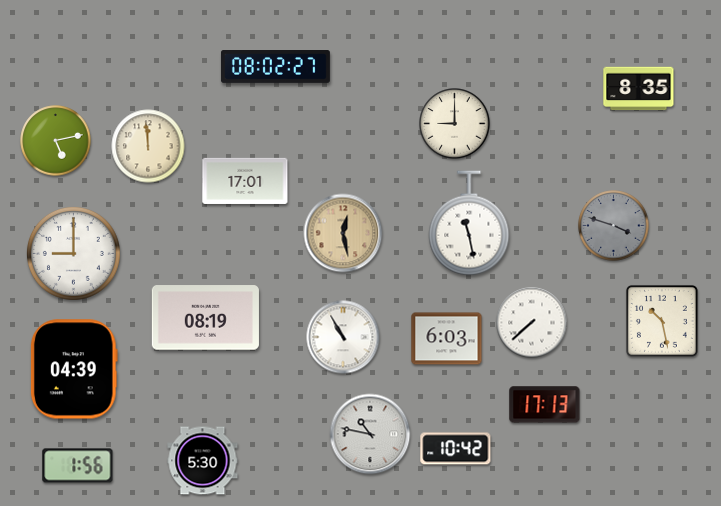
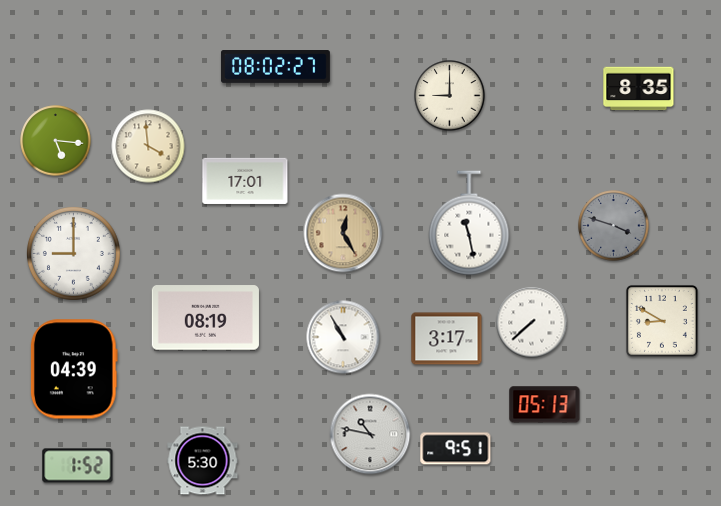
clock at (455, 124) position: (455, 124) -> (450, 96)
clock at (56, 141): 5:13 -> 5:16
clock at (148, 146): 11:59 -> 3:59
clock at (343, 233): 12:28 -> 12:25
clock at (662, 321): 10:28 -> 8:50
clock at (447, 339): 6:03 -> 3:17
clock at (545, 405): 17:13 -> 05:13
clock at (456, 449): 10:42 -> 9:51
clock at (78, 466): 1:56 -> 1:52
